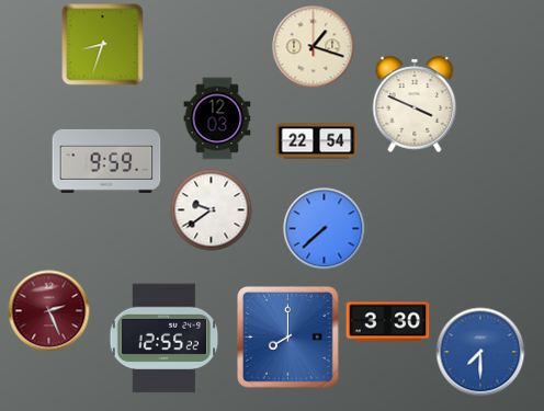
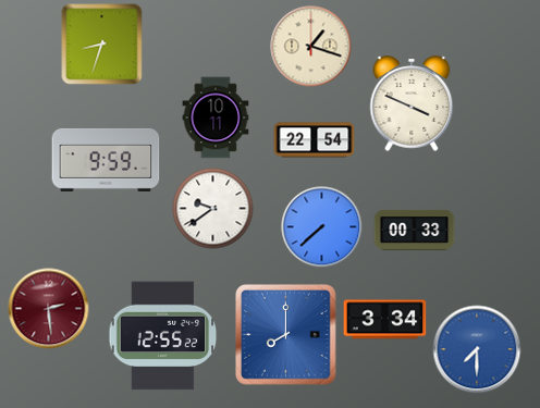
clock at (217, 118): 12:03 -> 10:11
clock at (212, 210) position: (212, 210) -> (213, 209)
clock at (415, 230): none -> 00:33
clock at (49, 311): 2:26 -> 2:29
clock at (388, 322): 3:30 -> 3:34
